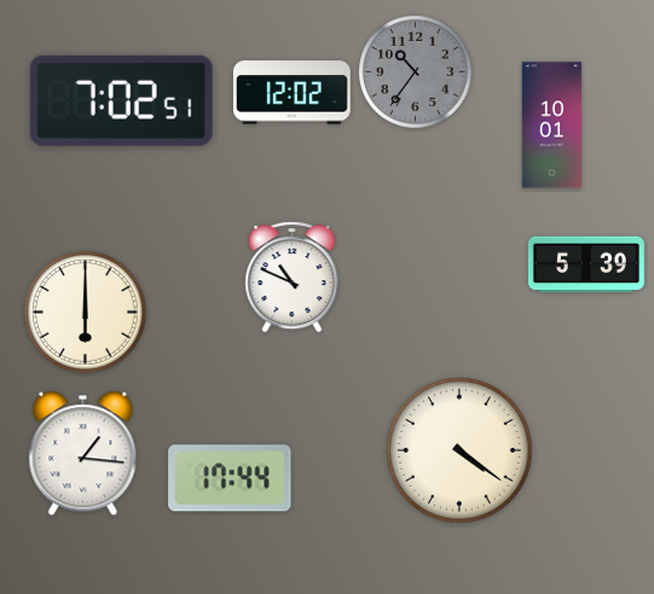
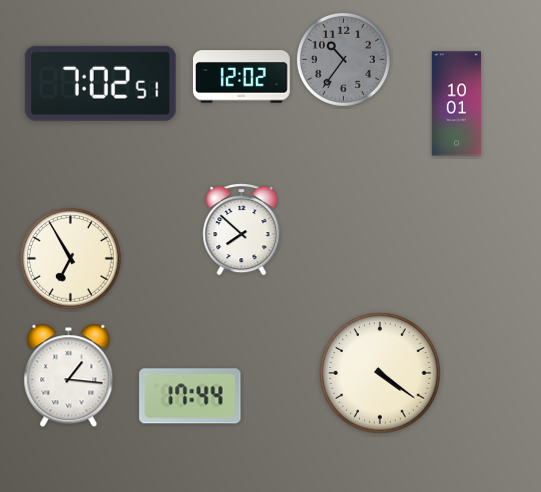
clock at (586, 264): 5:39 -> none
clock at (293, 278): 10:49 -> 7:52
clock at (86, 313): 6:00 -> 6:55
